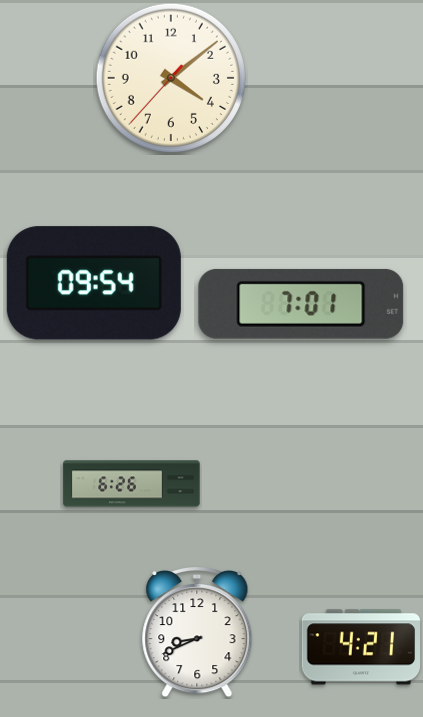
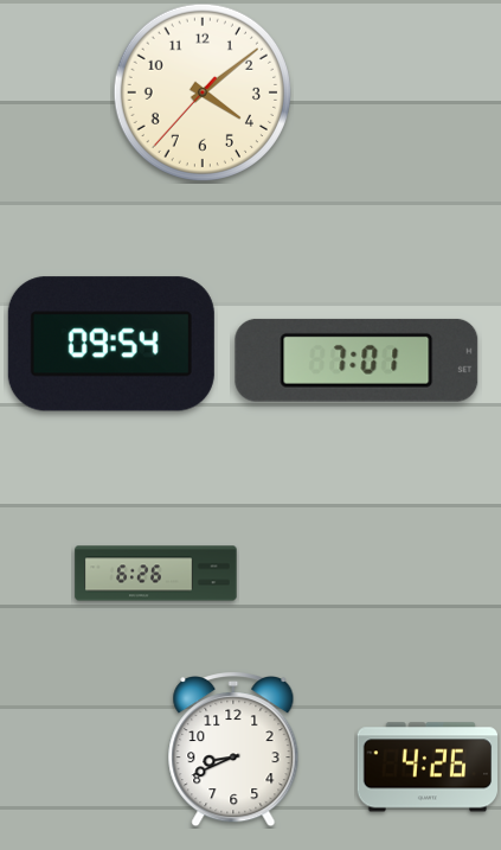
clock at (94, 283) position: (94, 283) -> (111, 344)
clock at (360, 647): 4:21 -> 4:26
